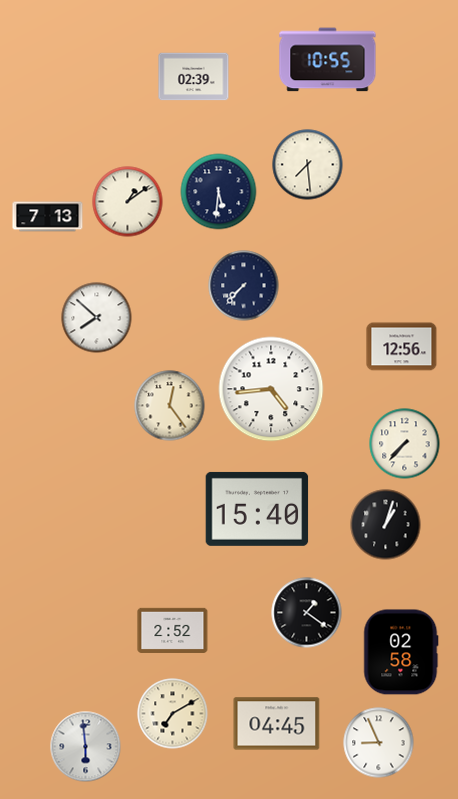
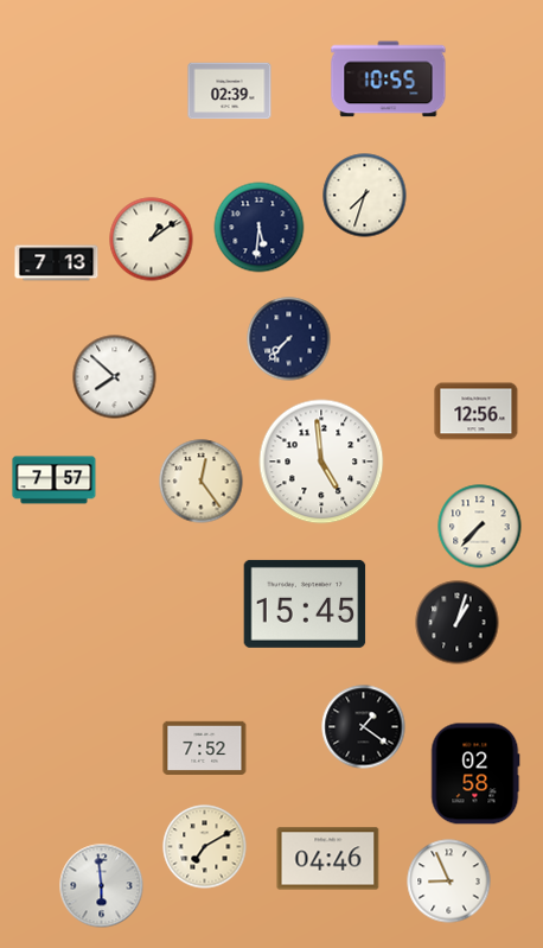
clock at (328, 60) position: (328, 60) -> (389, 79)
clock at (308, 165): 7:29 -> 7:33
clock at (48, 217) position: (48, 217) -> (57, 263)
clock at (271, 389): 4:44 -> 4:59
clock at (55, 481): none -> 7:57
clock at (257, 509): 15:40 -> 15:45
clock at (173, 630): 2:52 -> 7:52
clock at (277, 724): 04:45 -> 04:46
